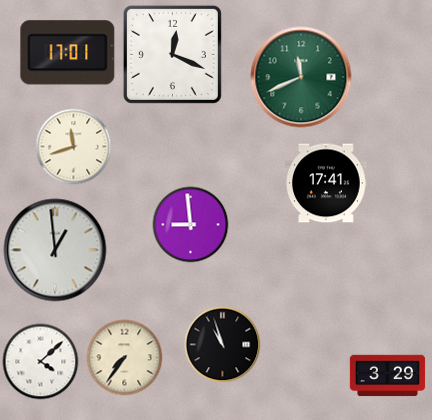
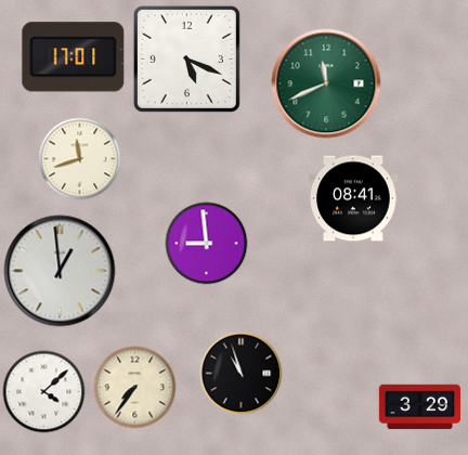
clock at (172, 54): 12:19 -> 5:19
clock at (326, 183): 17:41 -> 08:41
